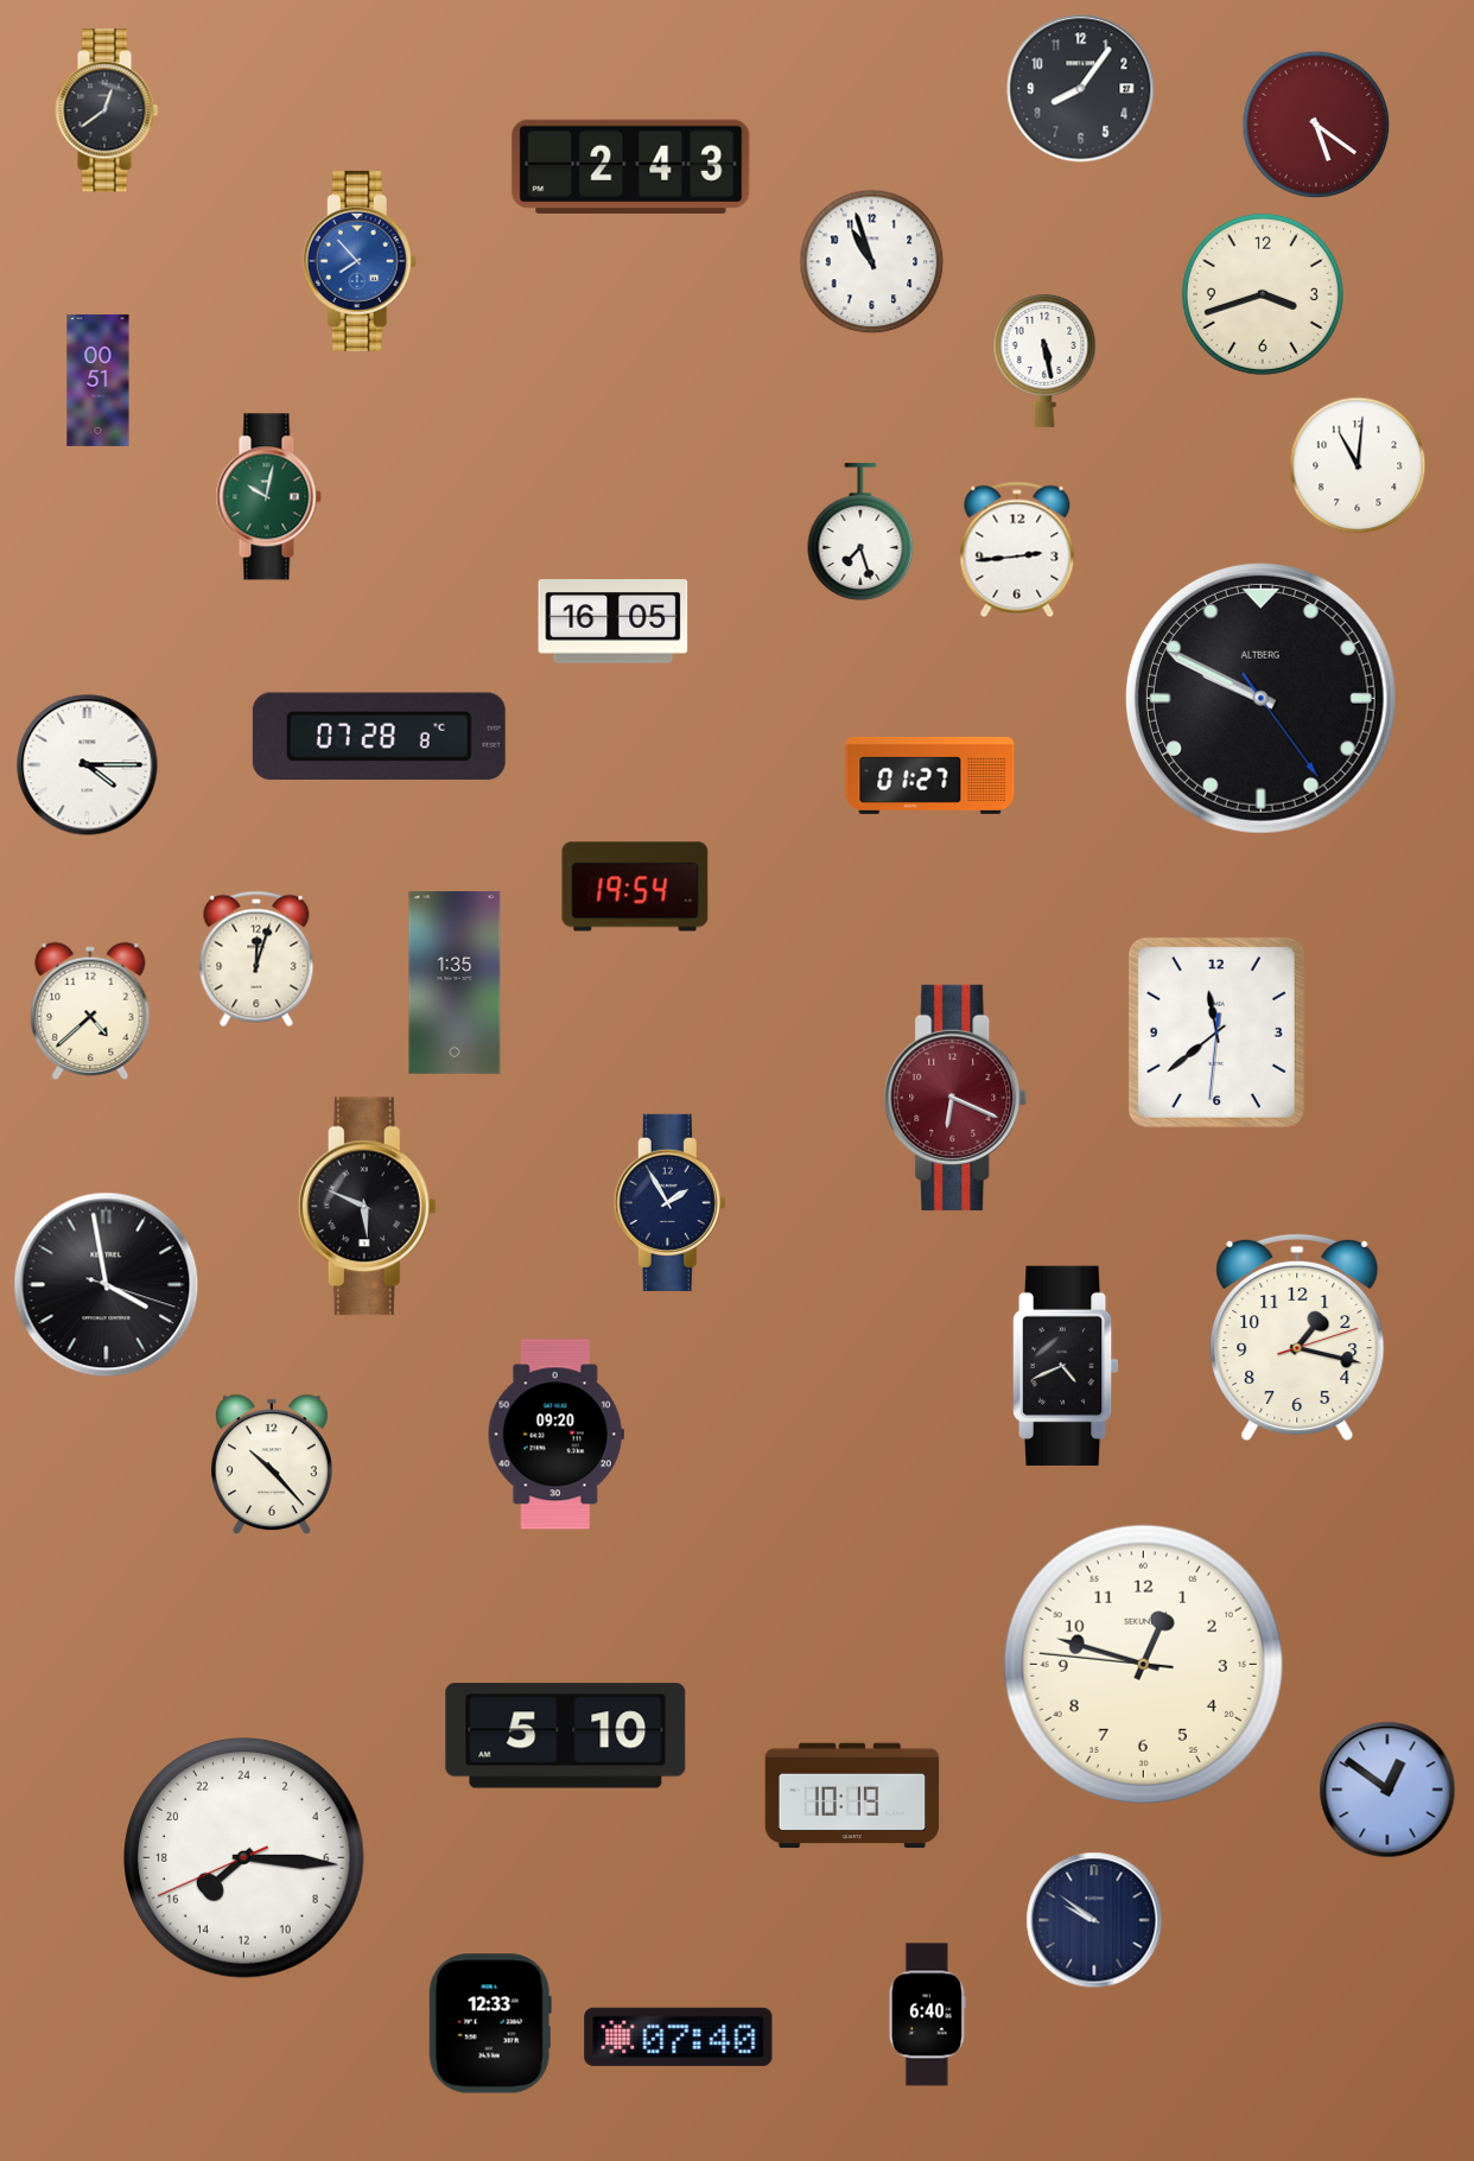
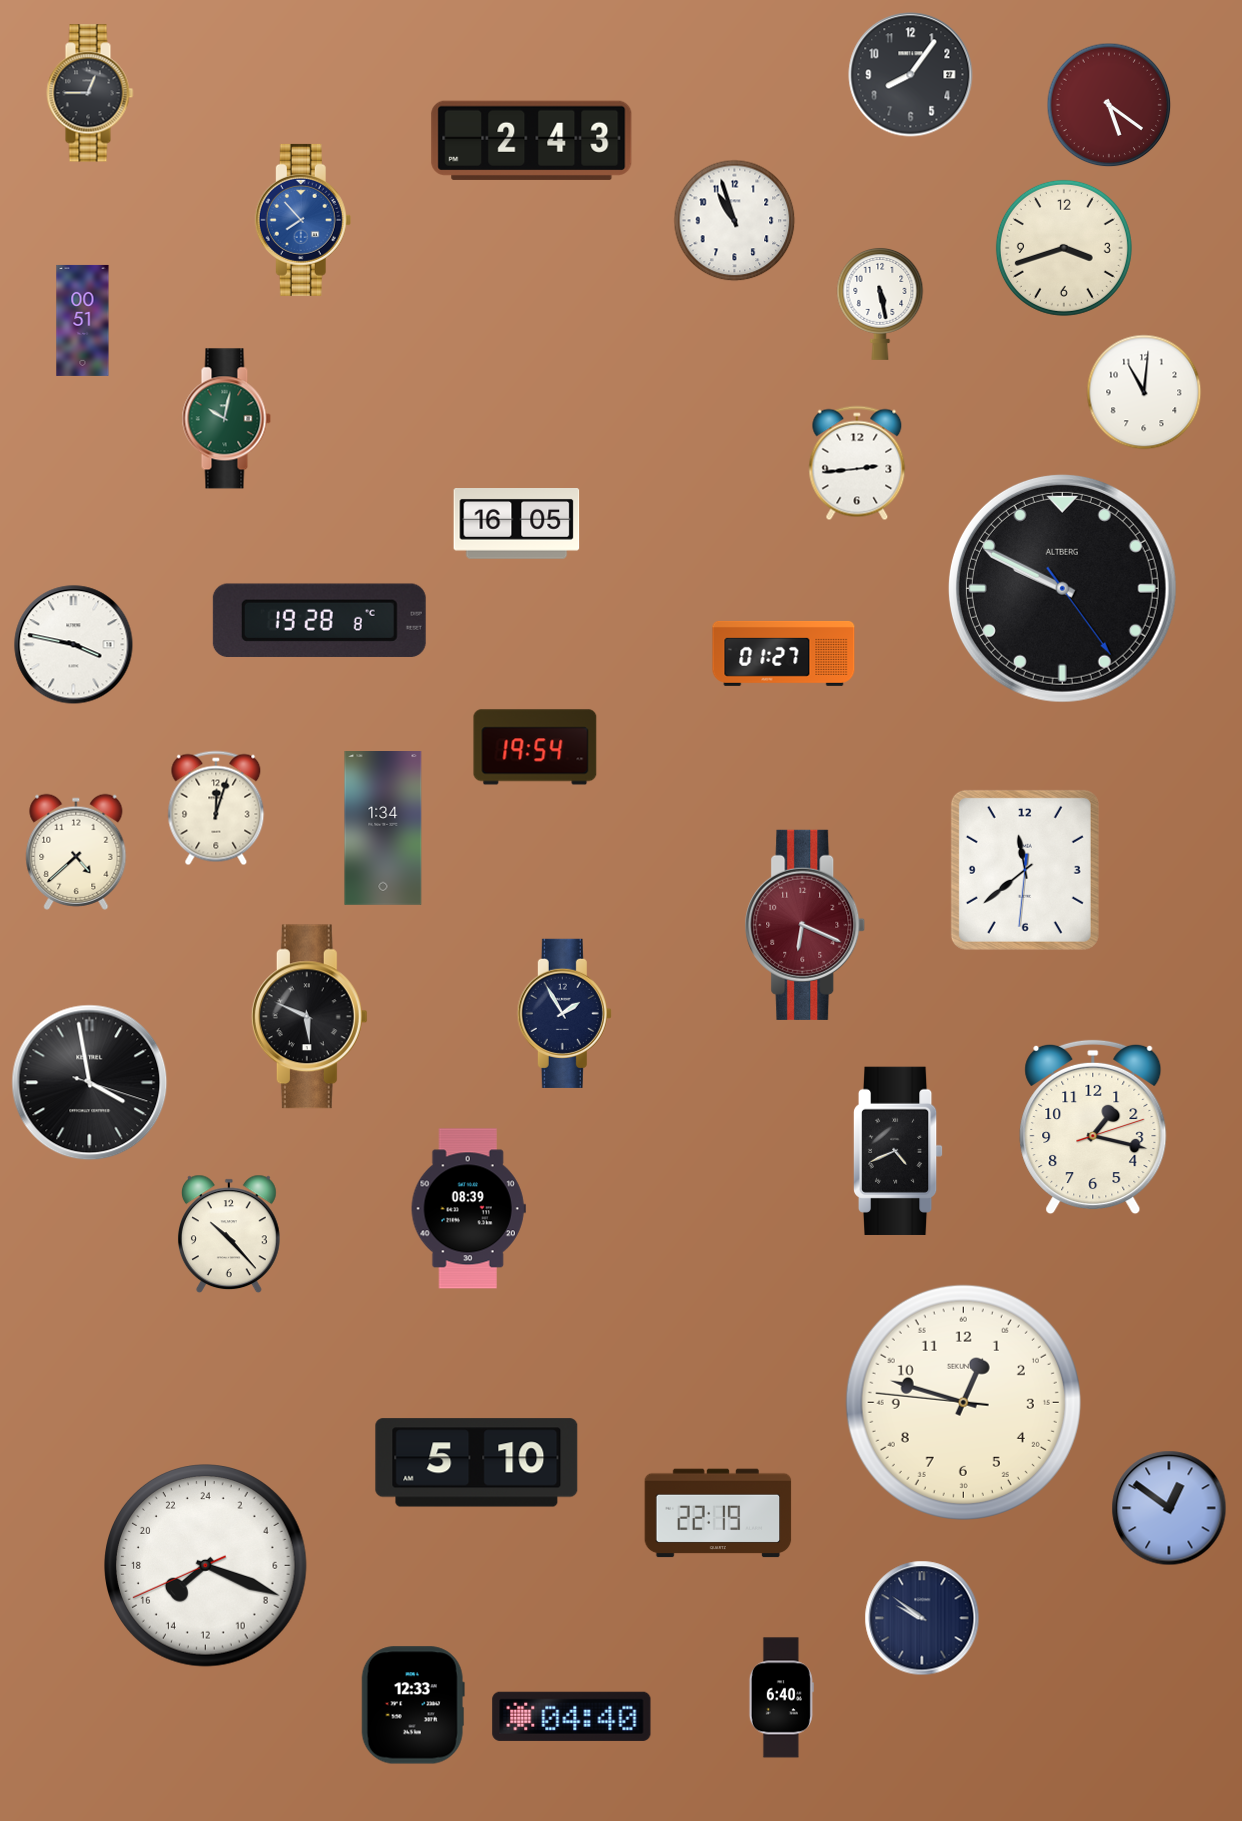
clock at (107, 110): 12:39 -> 12:45
clock at (860, 532): 7:27 -> none
clock at (379, 736): 07:28 -> 19:28
clock at (88, 765): 4:15 -> 3:47
clock at (455, 984): 1:35 -> 1:34
clock at (555, 1435): 09:20 -> 08:39
clock at (852, 1795): 10:19 -> 22:19
clock at (244, 1858): 15:15 -> 15:18
clock at (679, 2036): 07:40 -> 04:40
